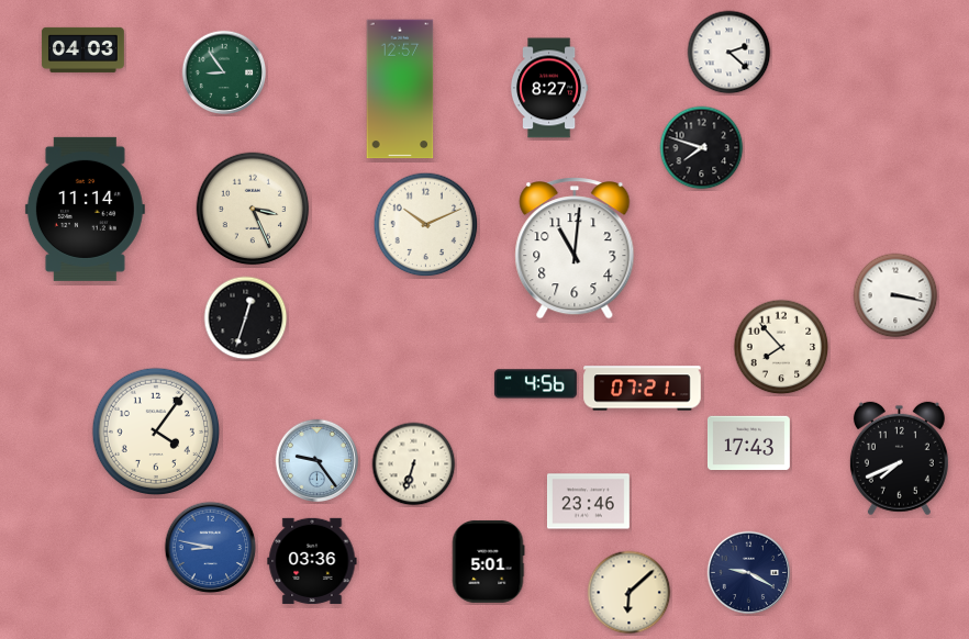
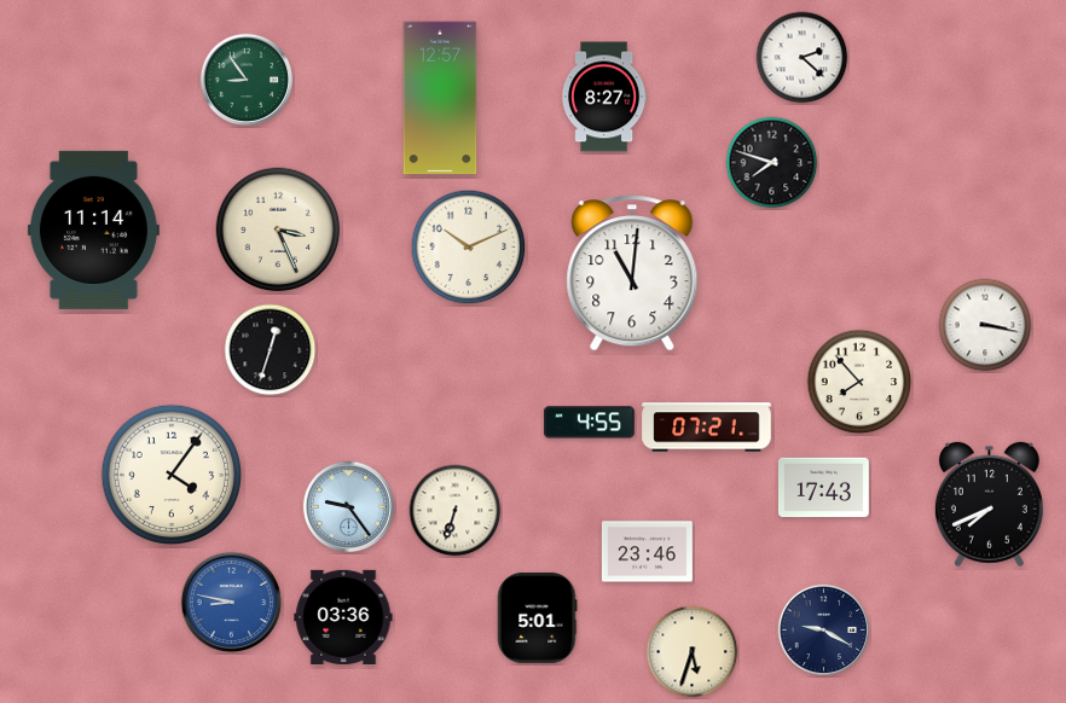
clock at (83, 49): 04:03 -> none
clock at (535, 384): 4:56 -> 4:55
clock at (630, 593): 6:08 -> 5:33
